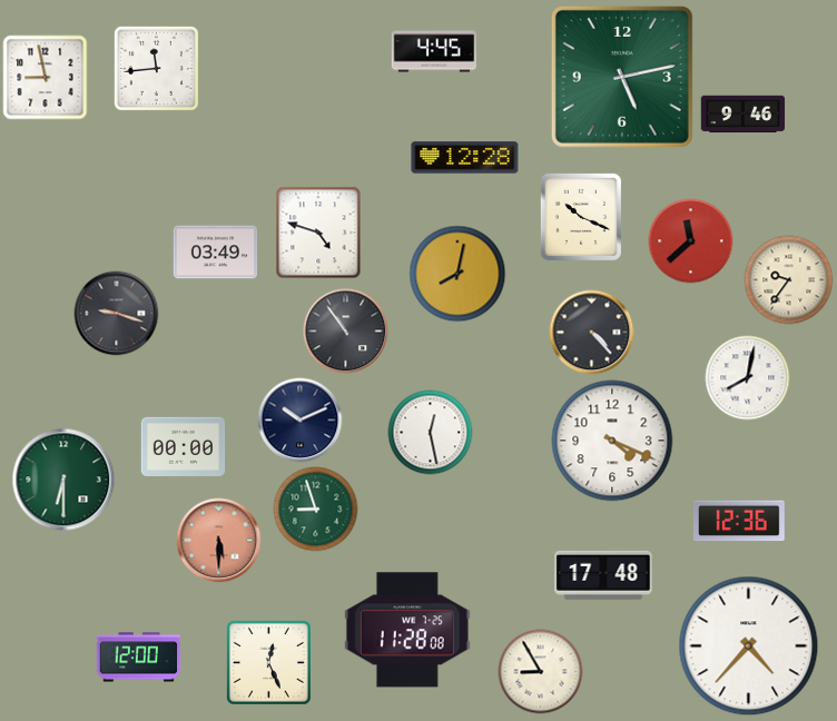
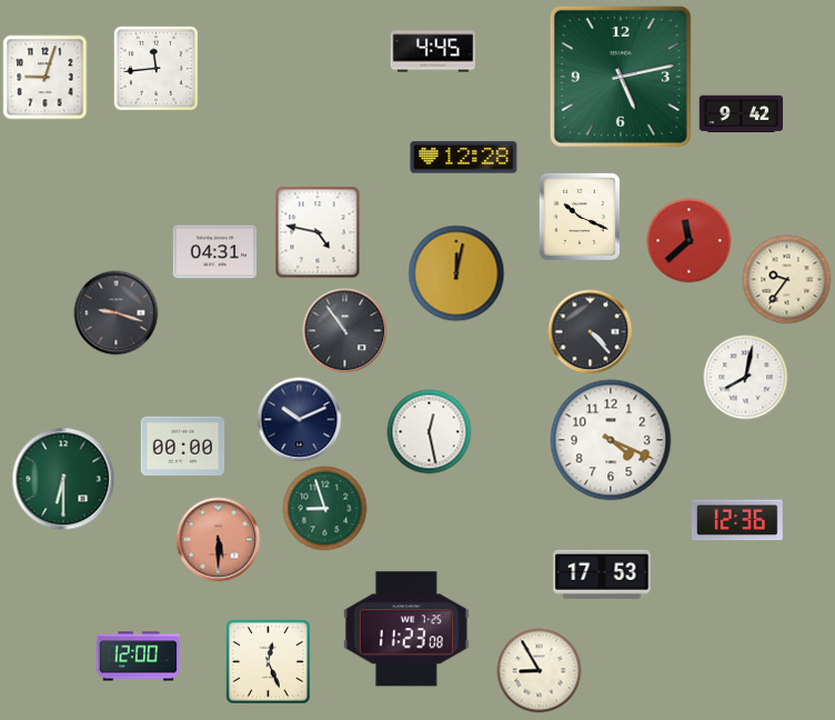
clock at (46, 78): 8:58 -> 9:03
clock at (744, 115): 9:46 -> 9:42
clock at (318, 233): 4:48 -> 4:47
clock at (216, 253): 03:49 -> 04:31
clock at (457, 274): 8:02 -> 12:02
clock at (316, 510) position: (316, 510) -> (325, 509)
clock at (603, 575): 17:48 -> 17:53
clock at (407, 630): 11:28 -> 11:23
clock at (749, 646): 4:37 -> none
